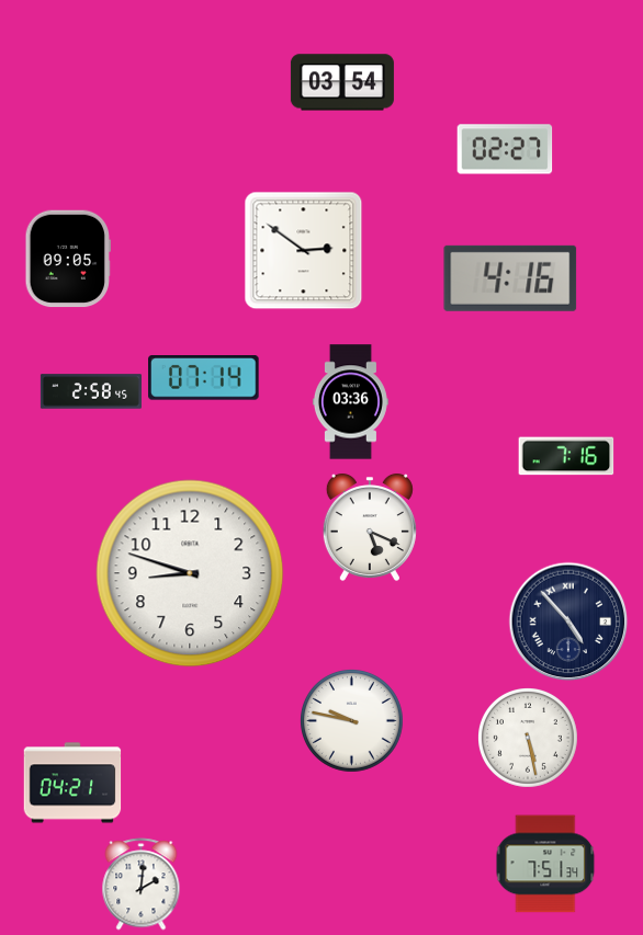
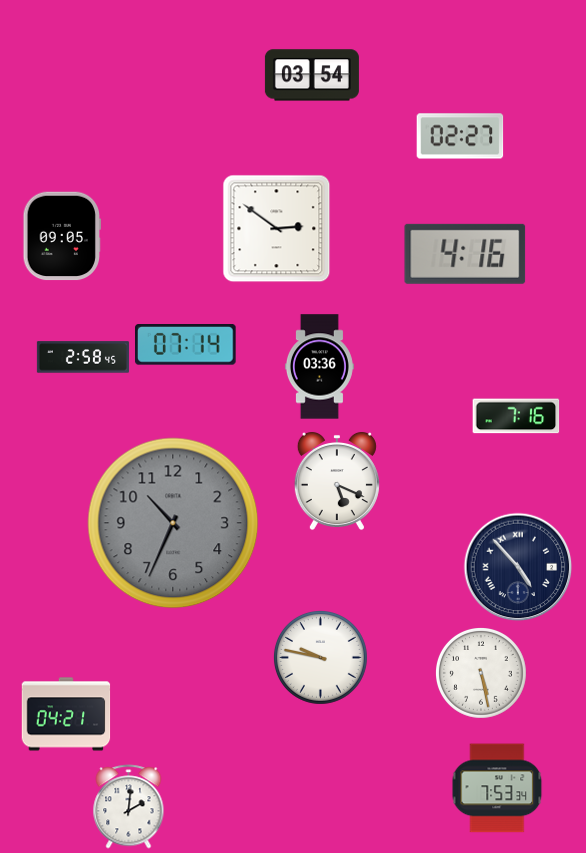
clock at (190, 573): 8:48 -> 10:34
clock at (190, 573) dial: white -> grey
clock at (545, 864): 7:51 -> 7:53
